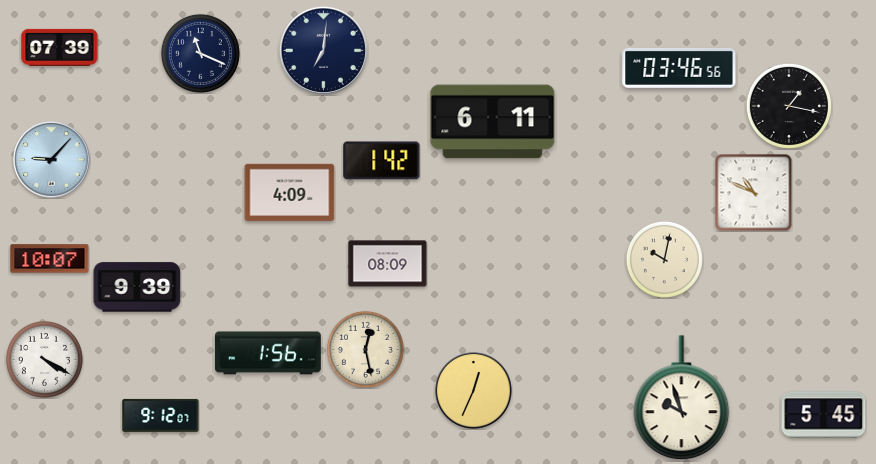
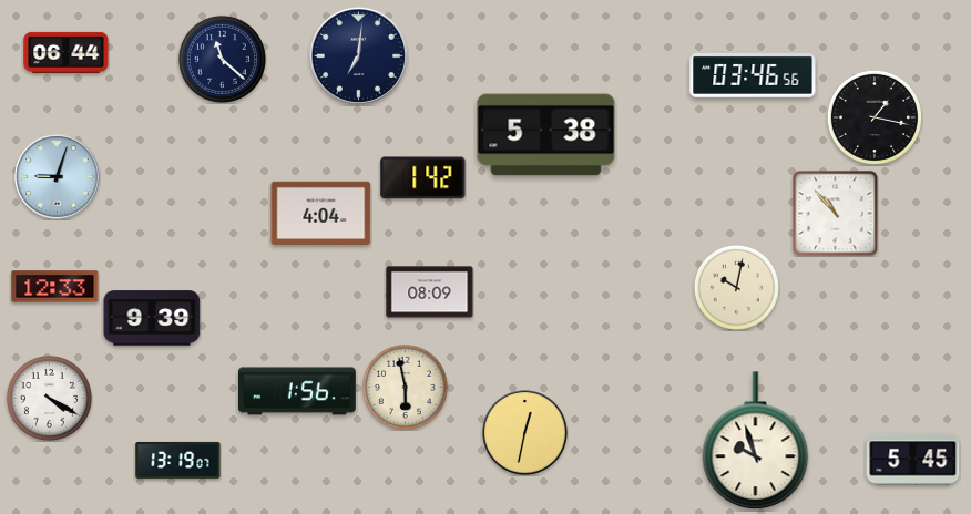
clock at (60, 47): 07:39 -> 06:44
clock at (200, 53): 11:19 -> 11:22
clock at (493, 122): 6:11 -> 5:38
clock at (52, 160): 9:07 -> 9:03
clock at (290, 192): 4:09 -> 4:04
clock at (753, 192): 10:49 -> 10:53
clock at (50, 259): 10:07 -> 12:33
clock at (365, 349): 12:28 -> 5:58
clock at (474, 391): 12:34 -> 12:32
clock at (161, 415): 9:12 -> 13:19
